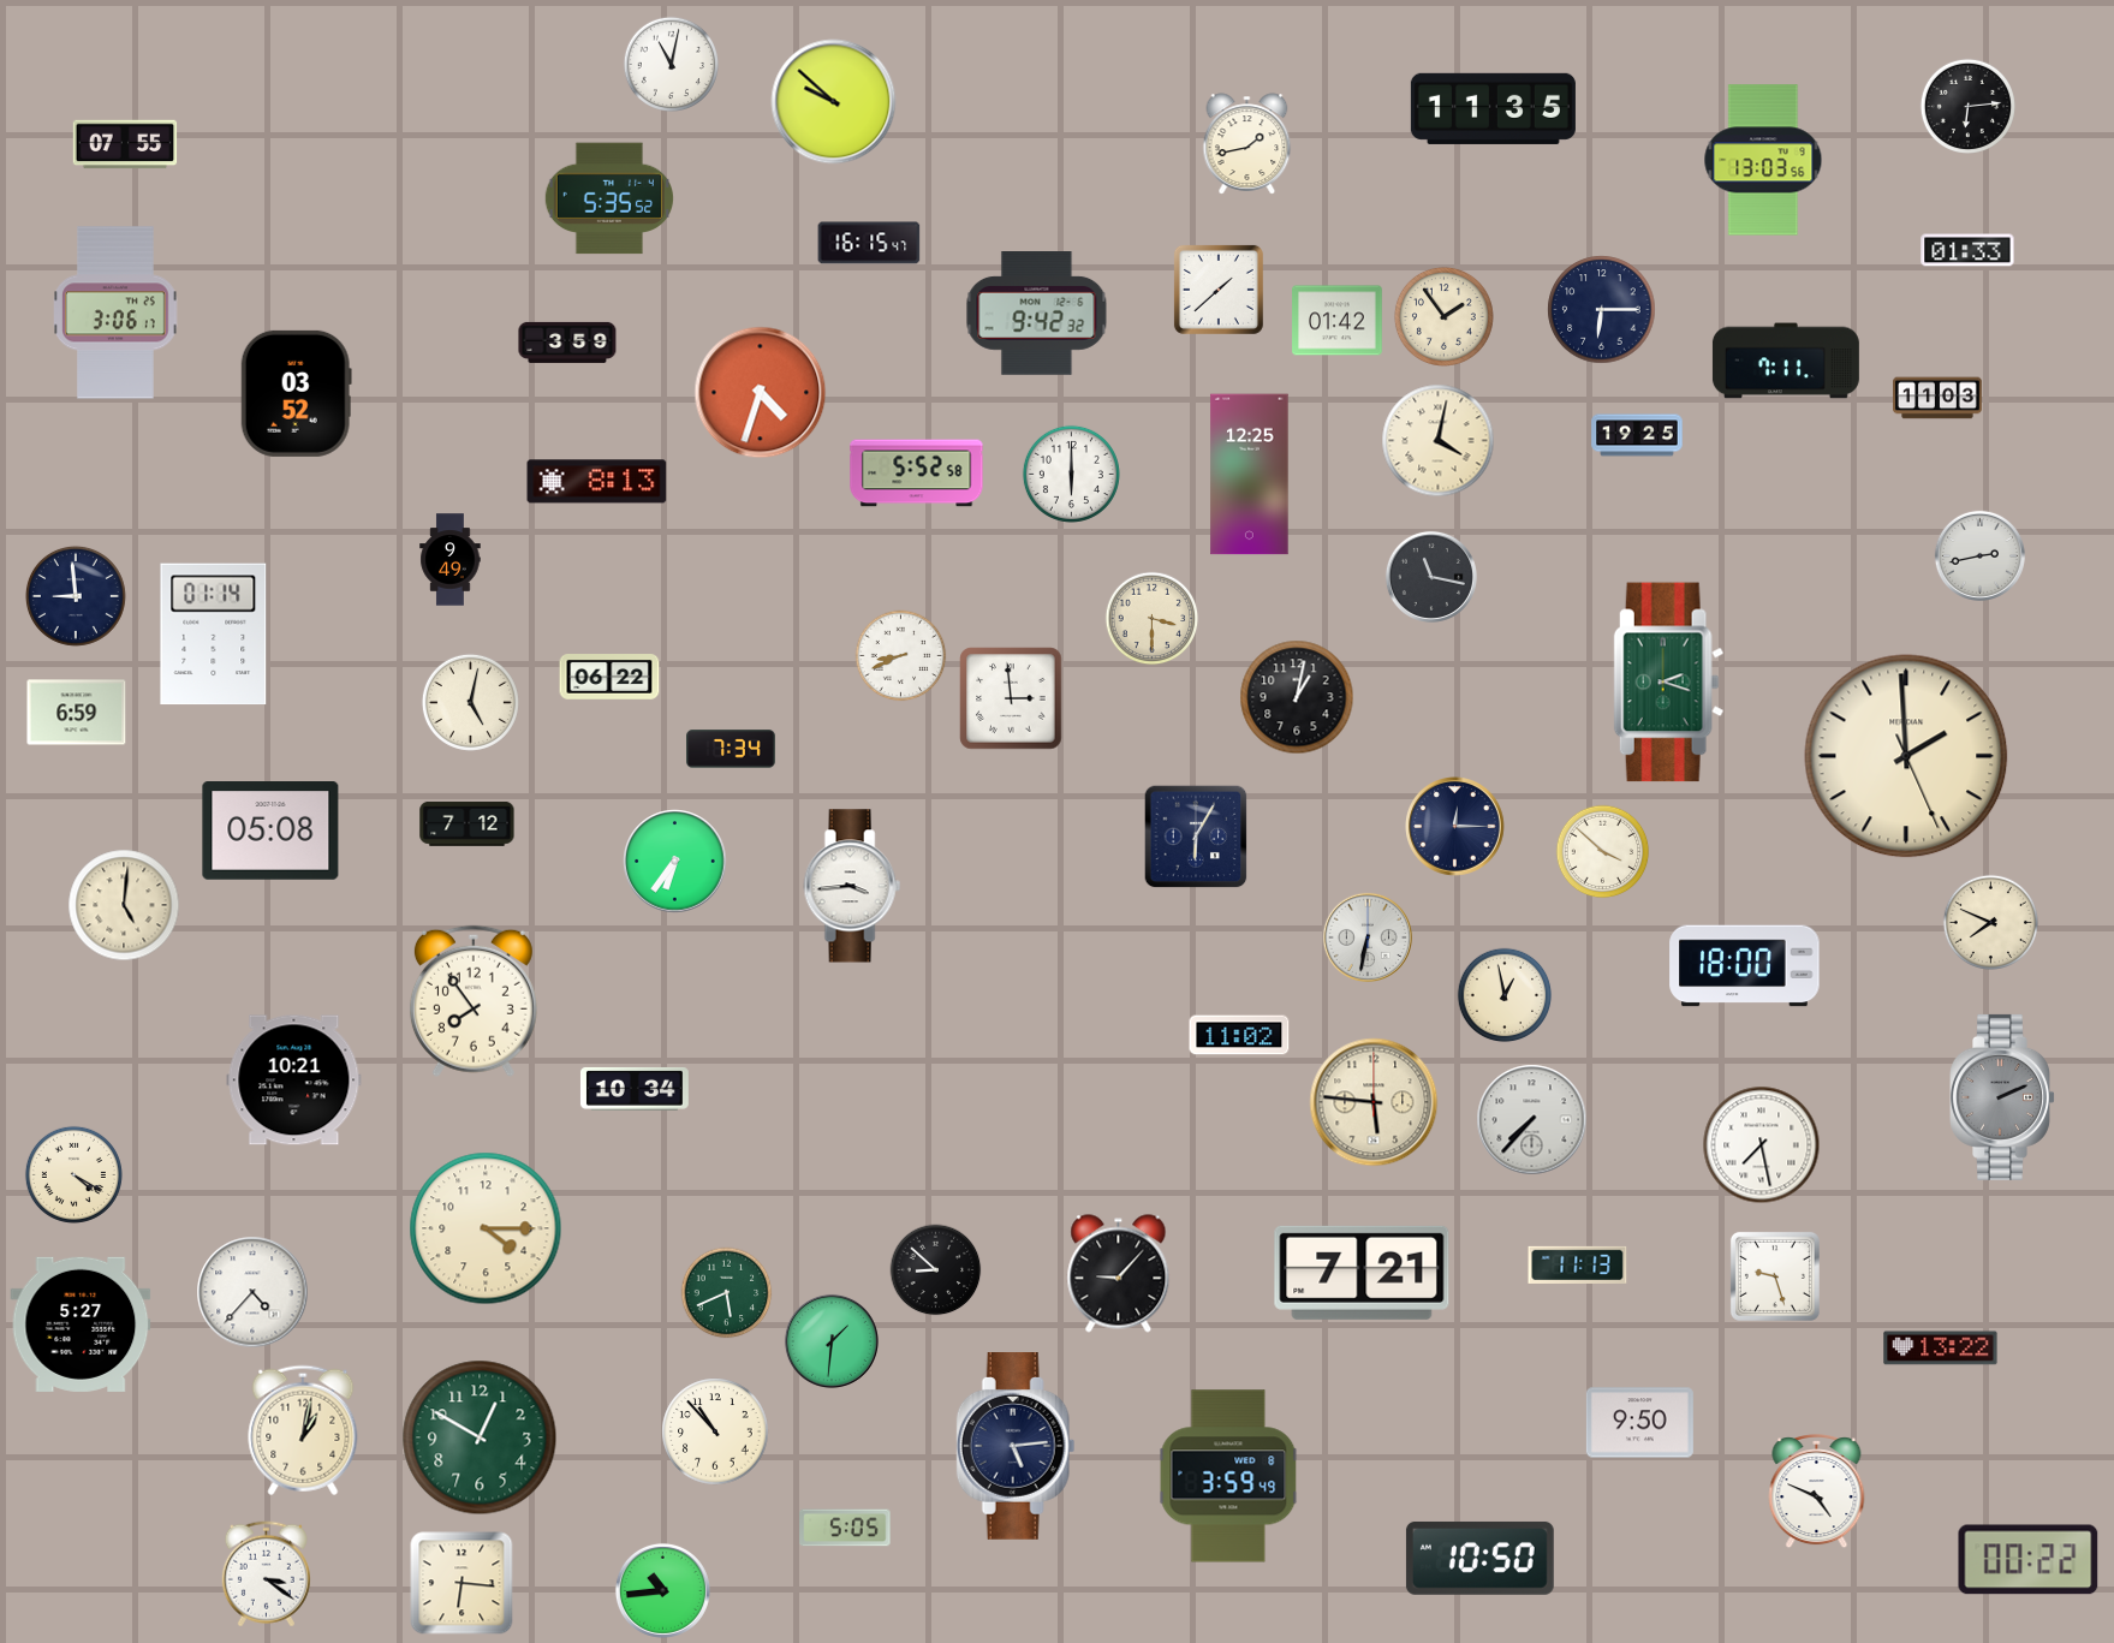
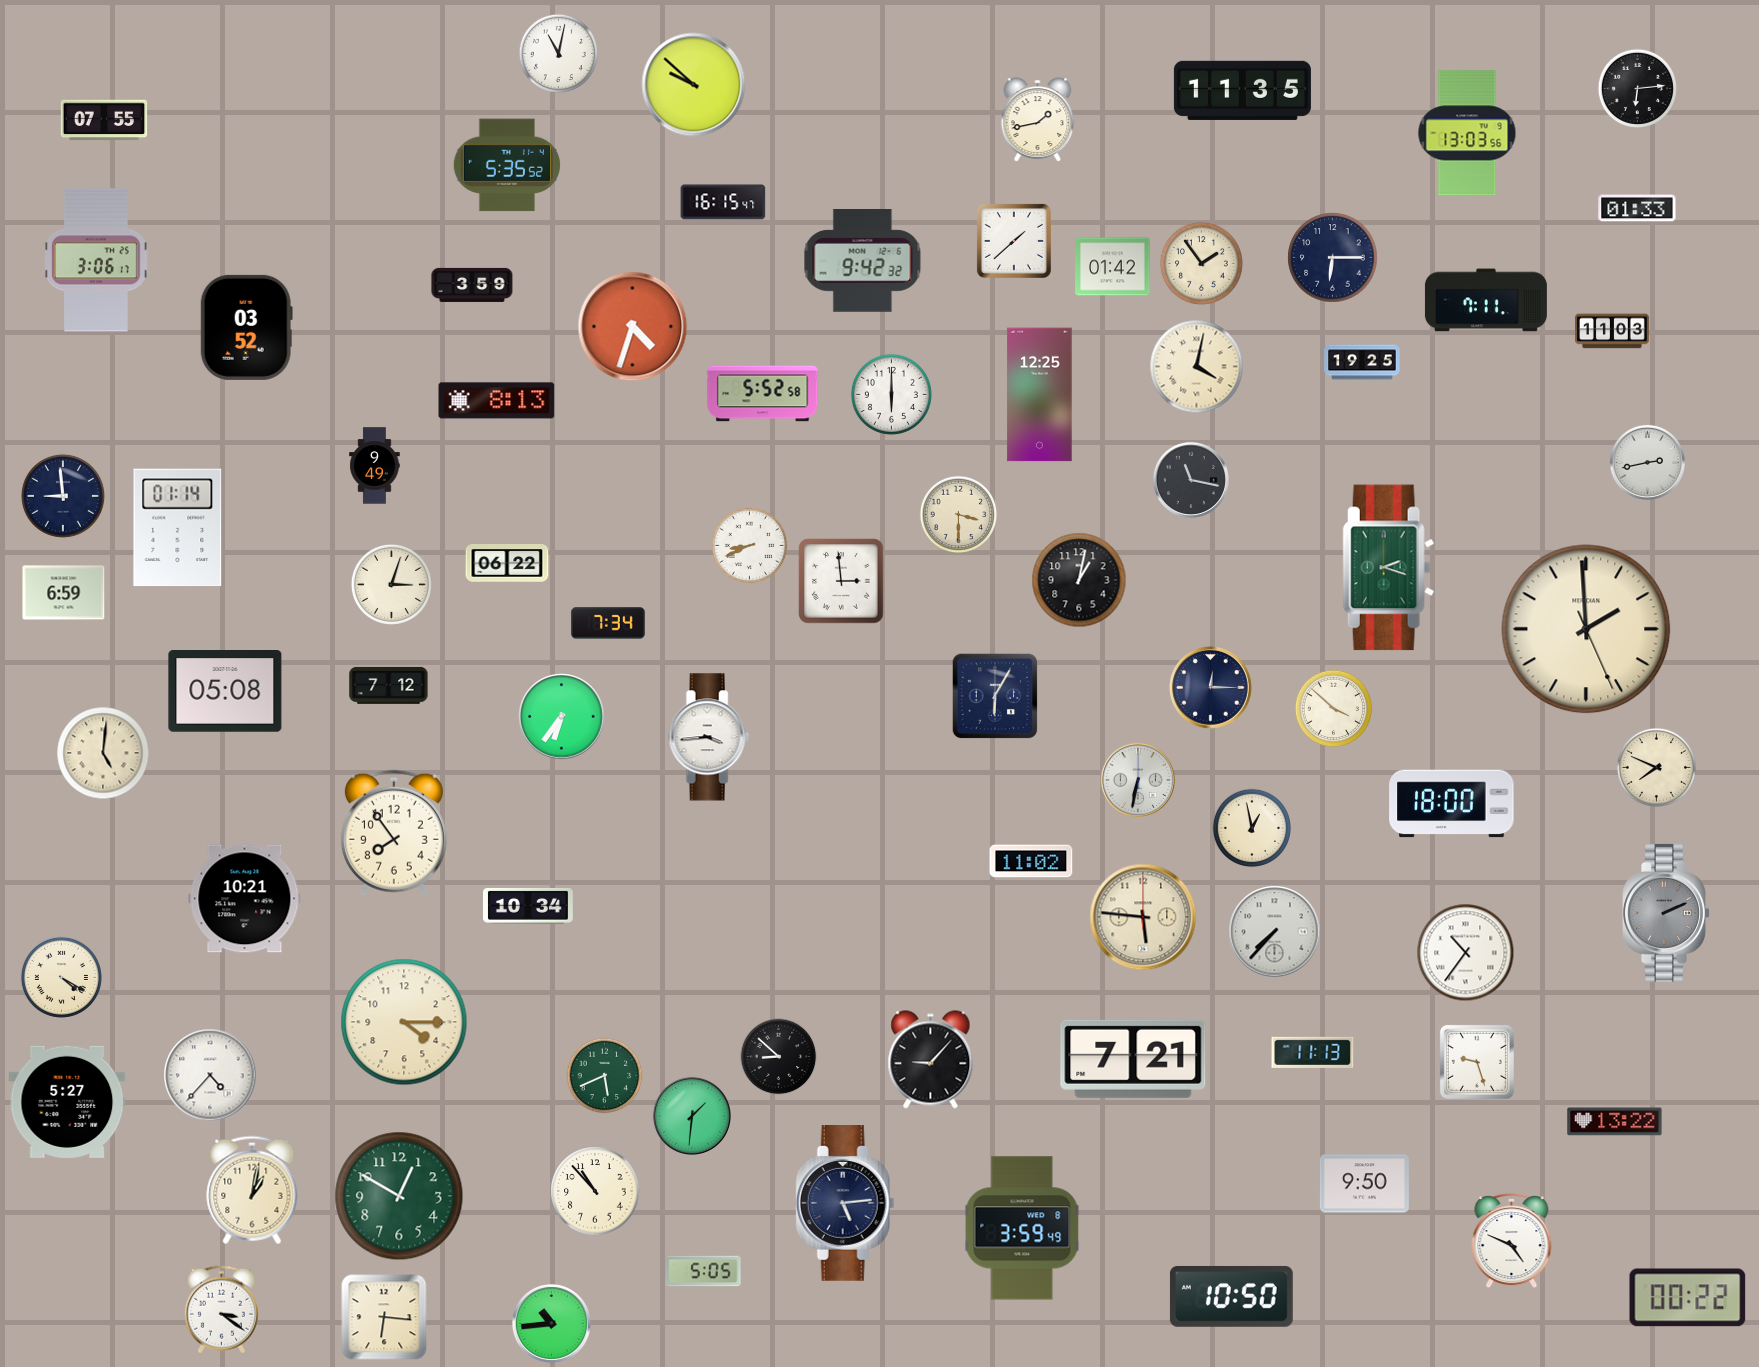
clock at (470, 702): 5:02 -> 3:03
clock at (1762, 1145): 7:28 -> 10:36
